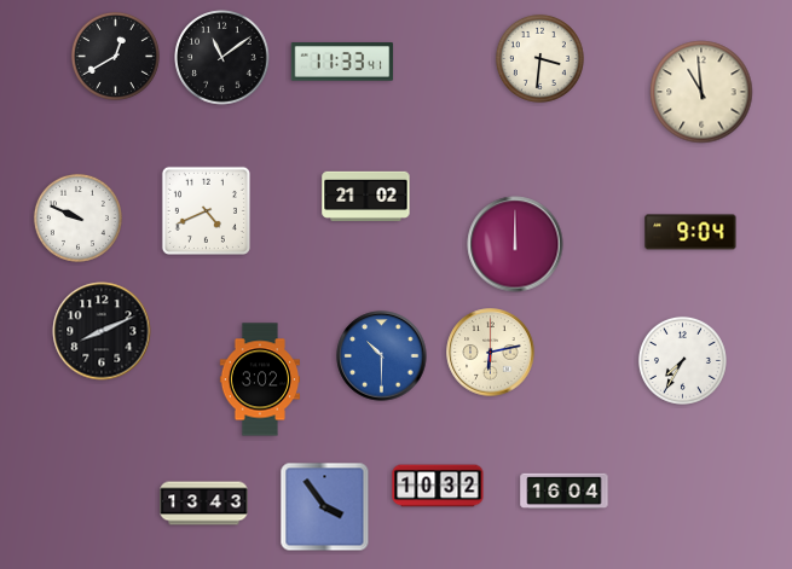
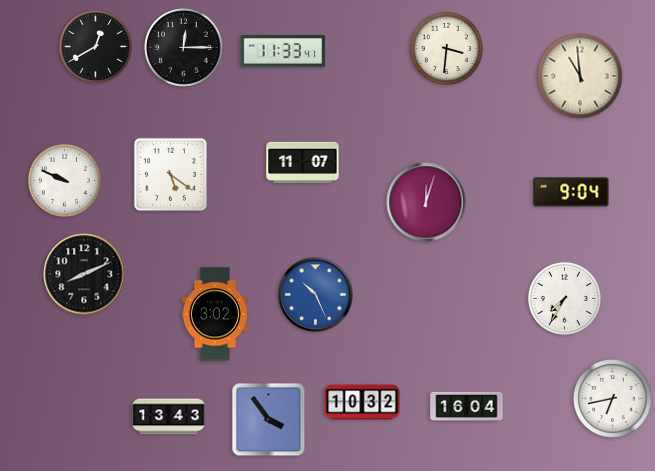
clock at (222, 58): 11:09 -> 12:15
clock at (366, 196): 21:02 -> 11:07
clock at (206, 210): 4:41 -> 5:21
clock at (515, 244): 12:00 -> 12:03
clock at (491, 353): 6:13 -> none
clock at (382, 356): 10:30 -> 10:26
clock at (613, 399): none -> 6:43
